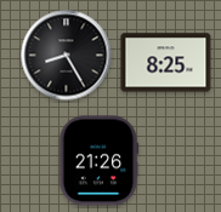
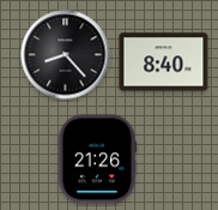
clock at (67, 56): 8:25 -> 8:23
clock at (166, 63): 8:25 -> 8:40
